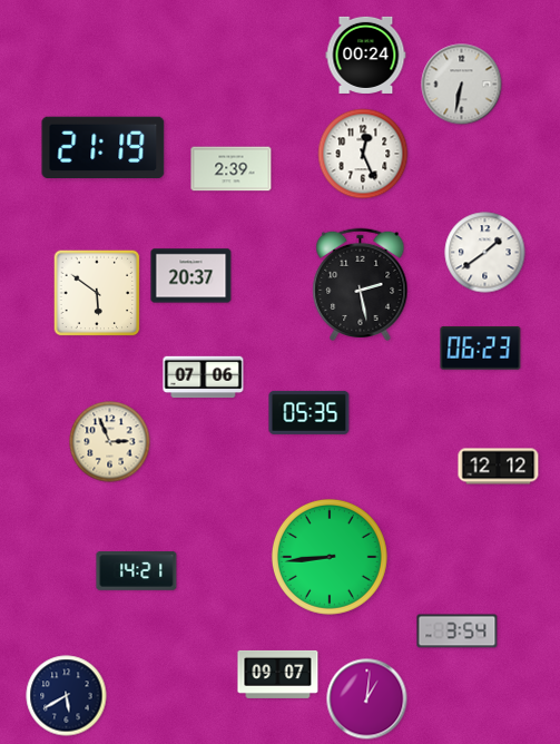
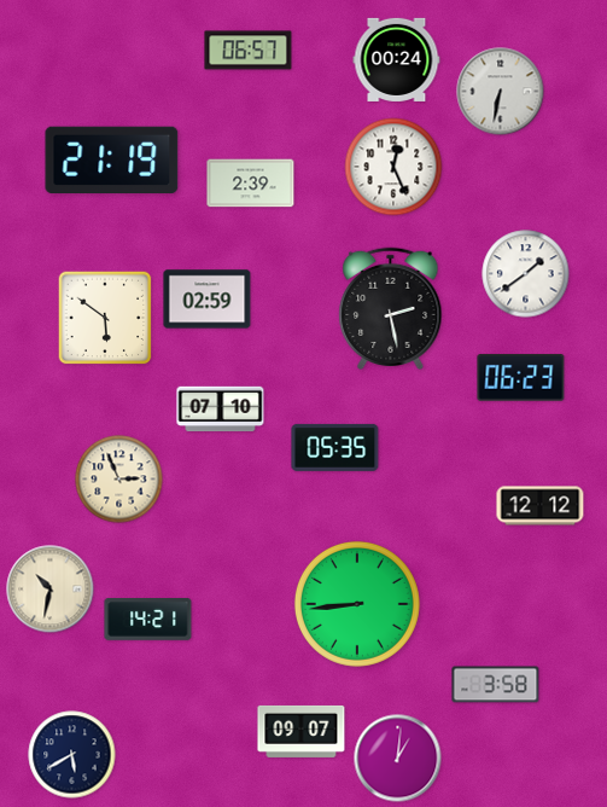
clock at (249, 51): none -> 06:57
clock at (191, 276): 20:37 -> 02:59
clock at (204, 378): 07:06 -> 07:10
clock at (51, 590): none -> 10:32
clock at (458, 632): 3:54 -> 3:58
